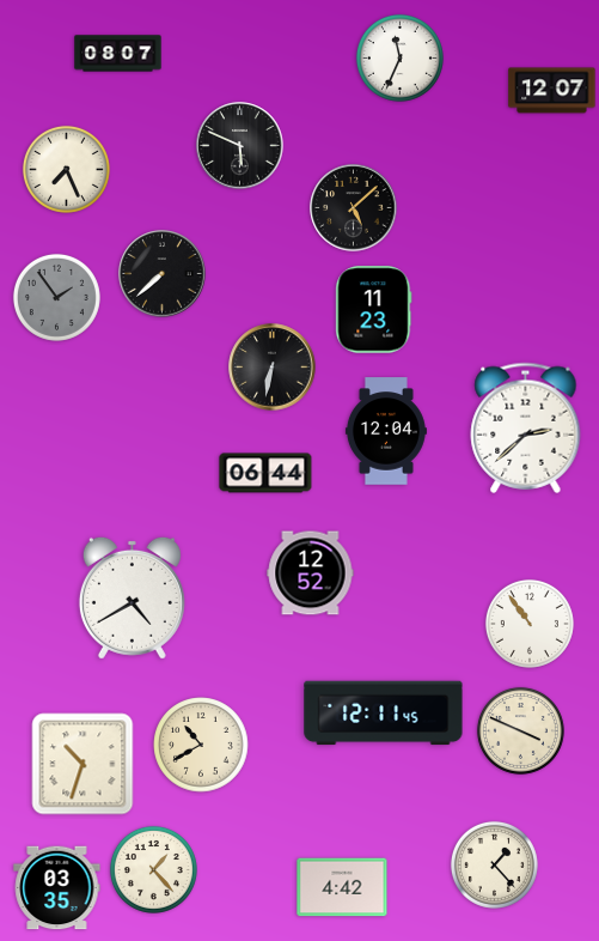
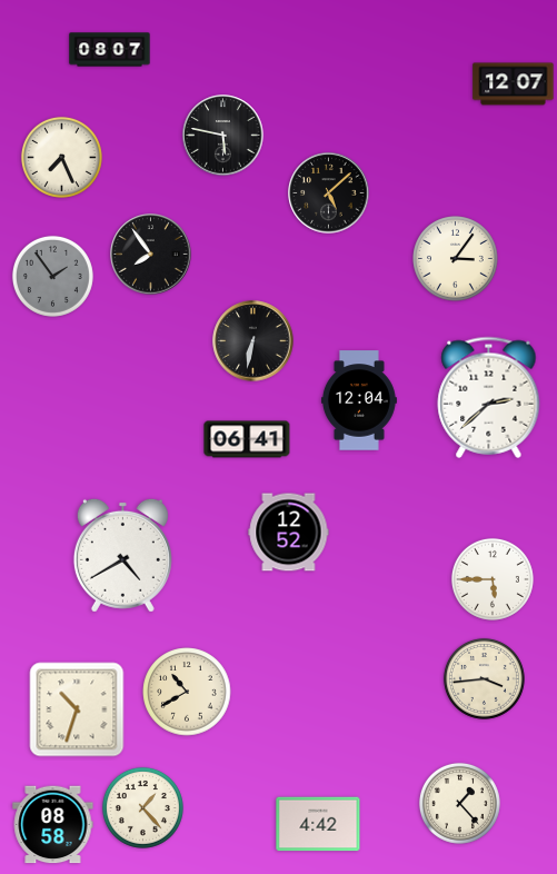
clock at (399, 57): 11:34 -> none
clock at (240, 146): 5:49 -> 5:47
clock at (163, 274): 7:38 -> 7:54
clock at (456, 259): none -> 3:06
clock at (374, 310): 11:23 -> none
clock at (265, 473): 06:44 -> 06:41
clock at (530, 624): 10:54 -> 5:45
clock at (384, 714): 12:11 -> none
clock at (520, 730): 3:49 -> 3:44
clock at (57, 888): 03:35 -> 08:58
